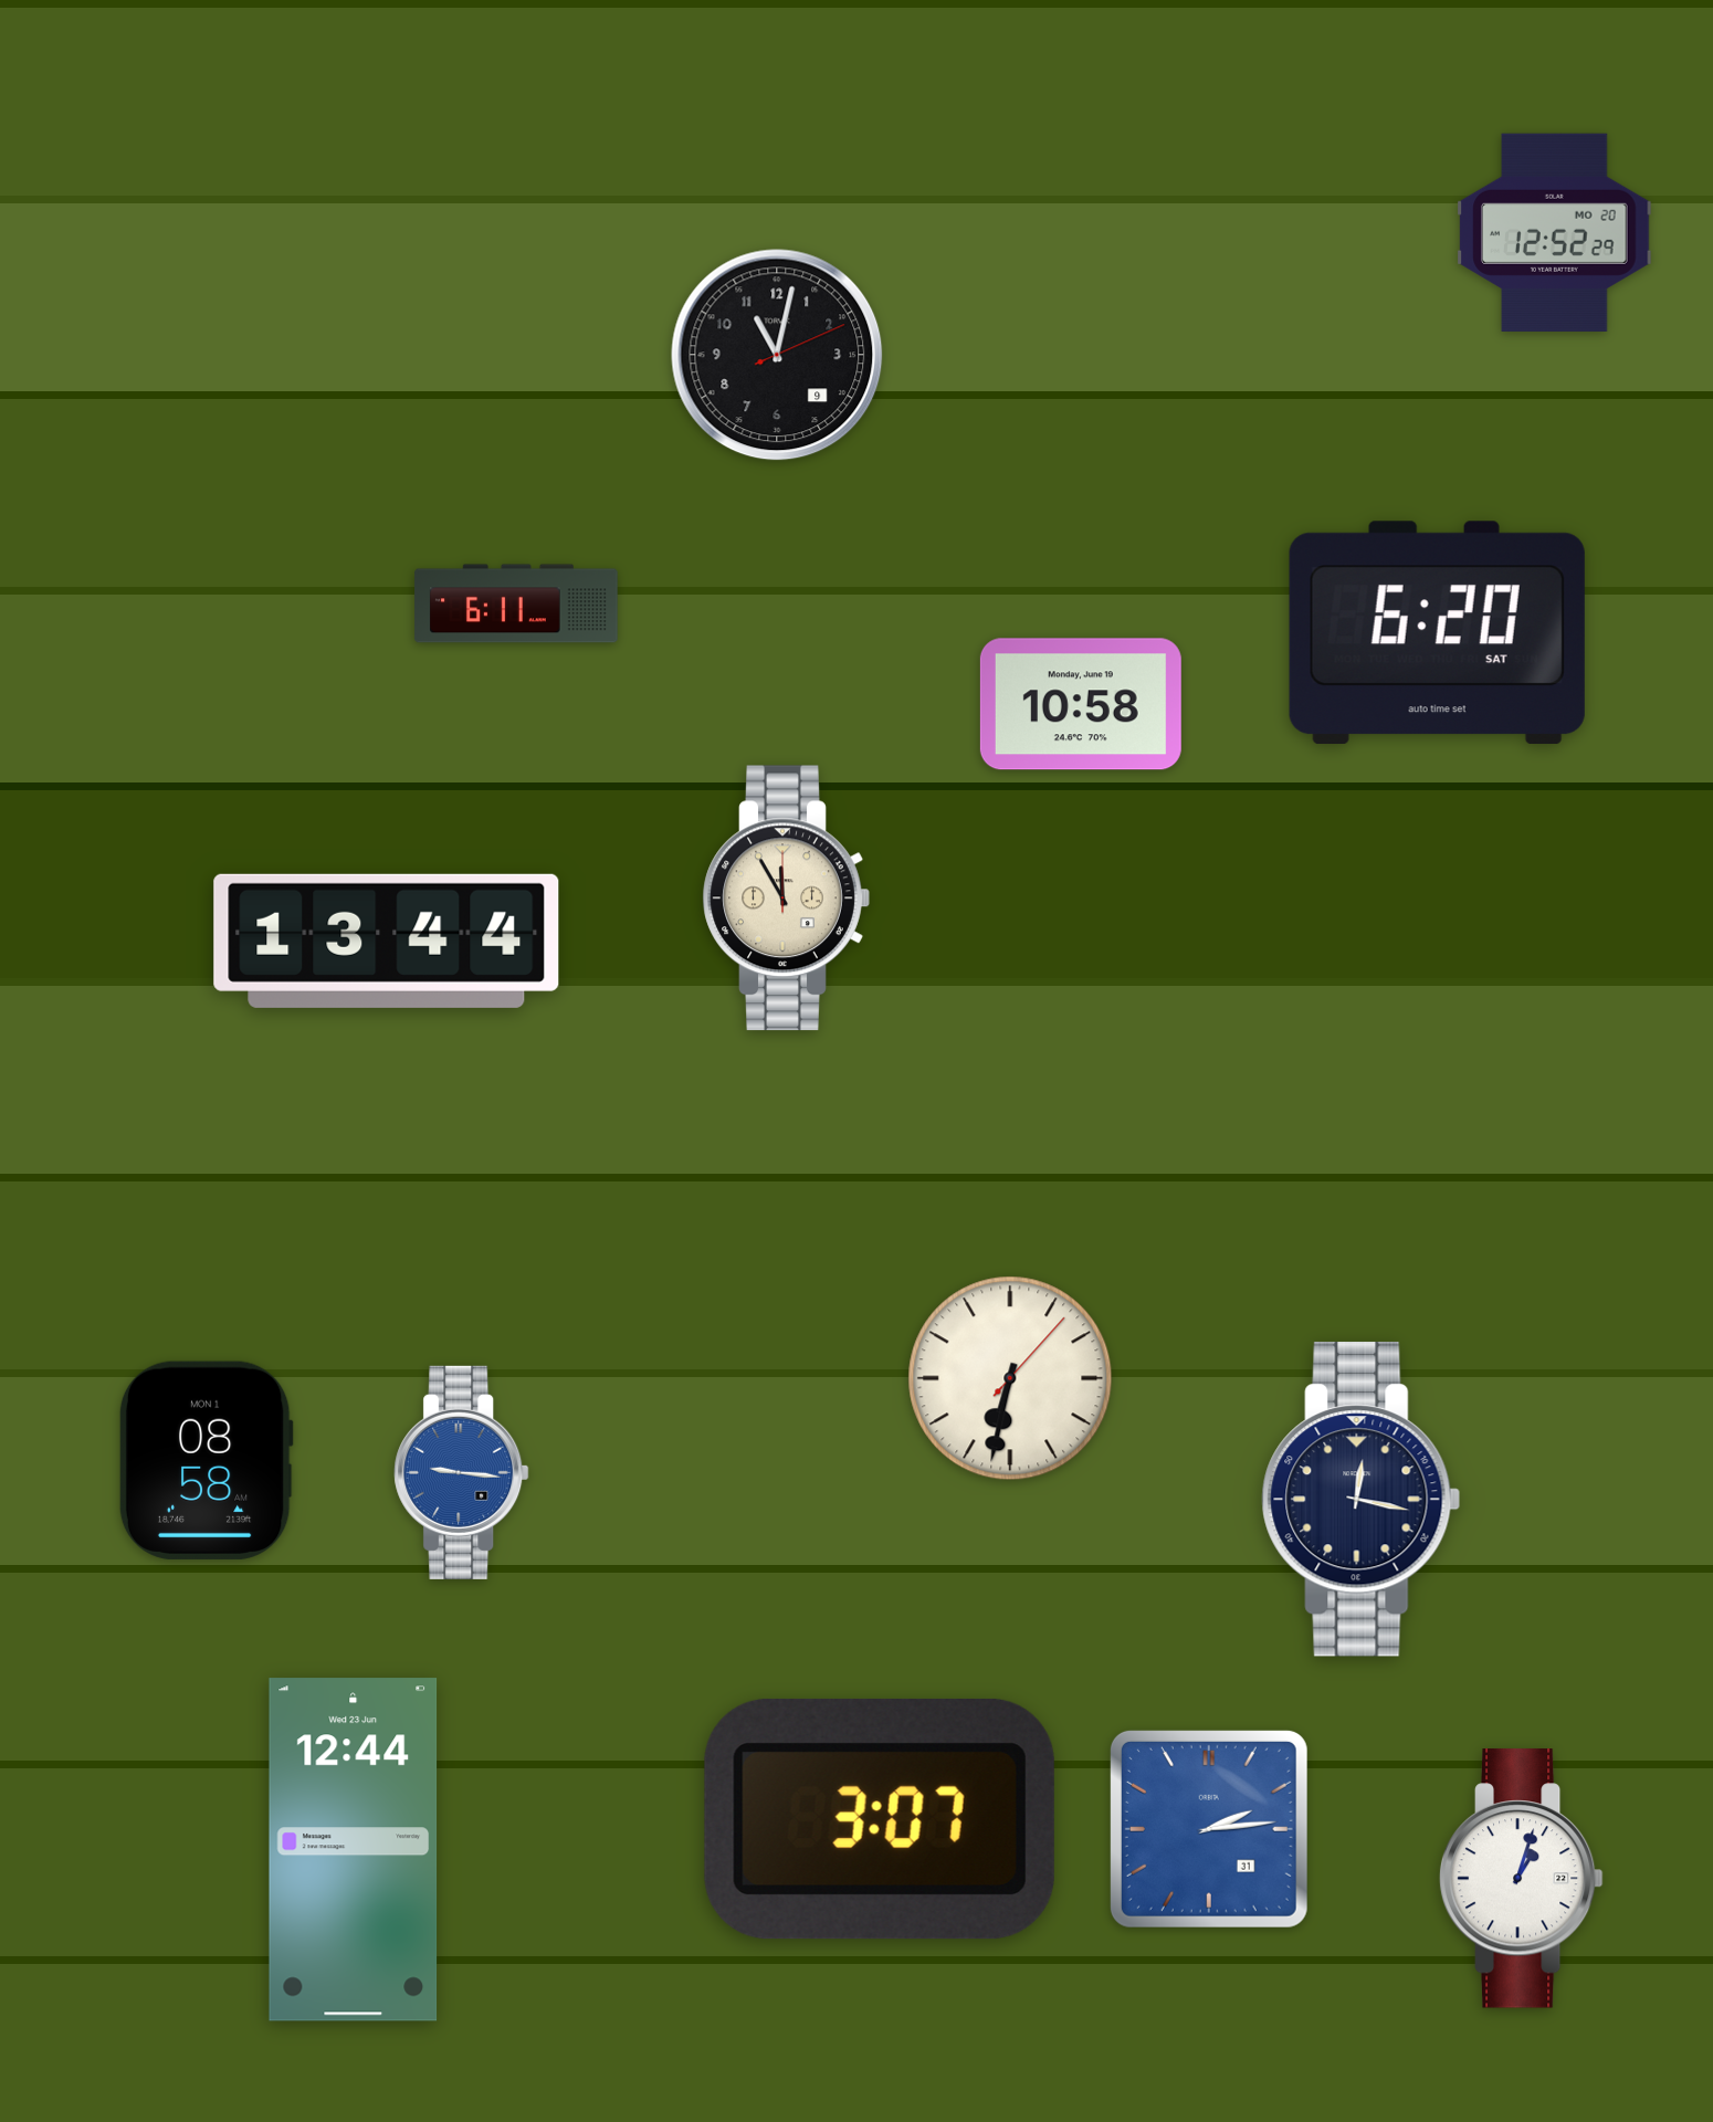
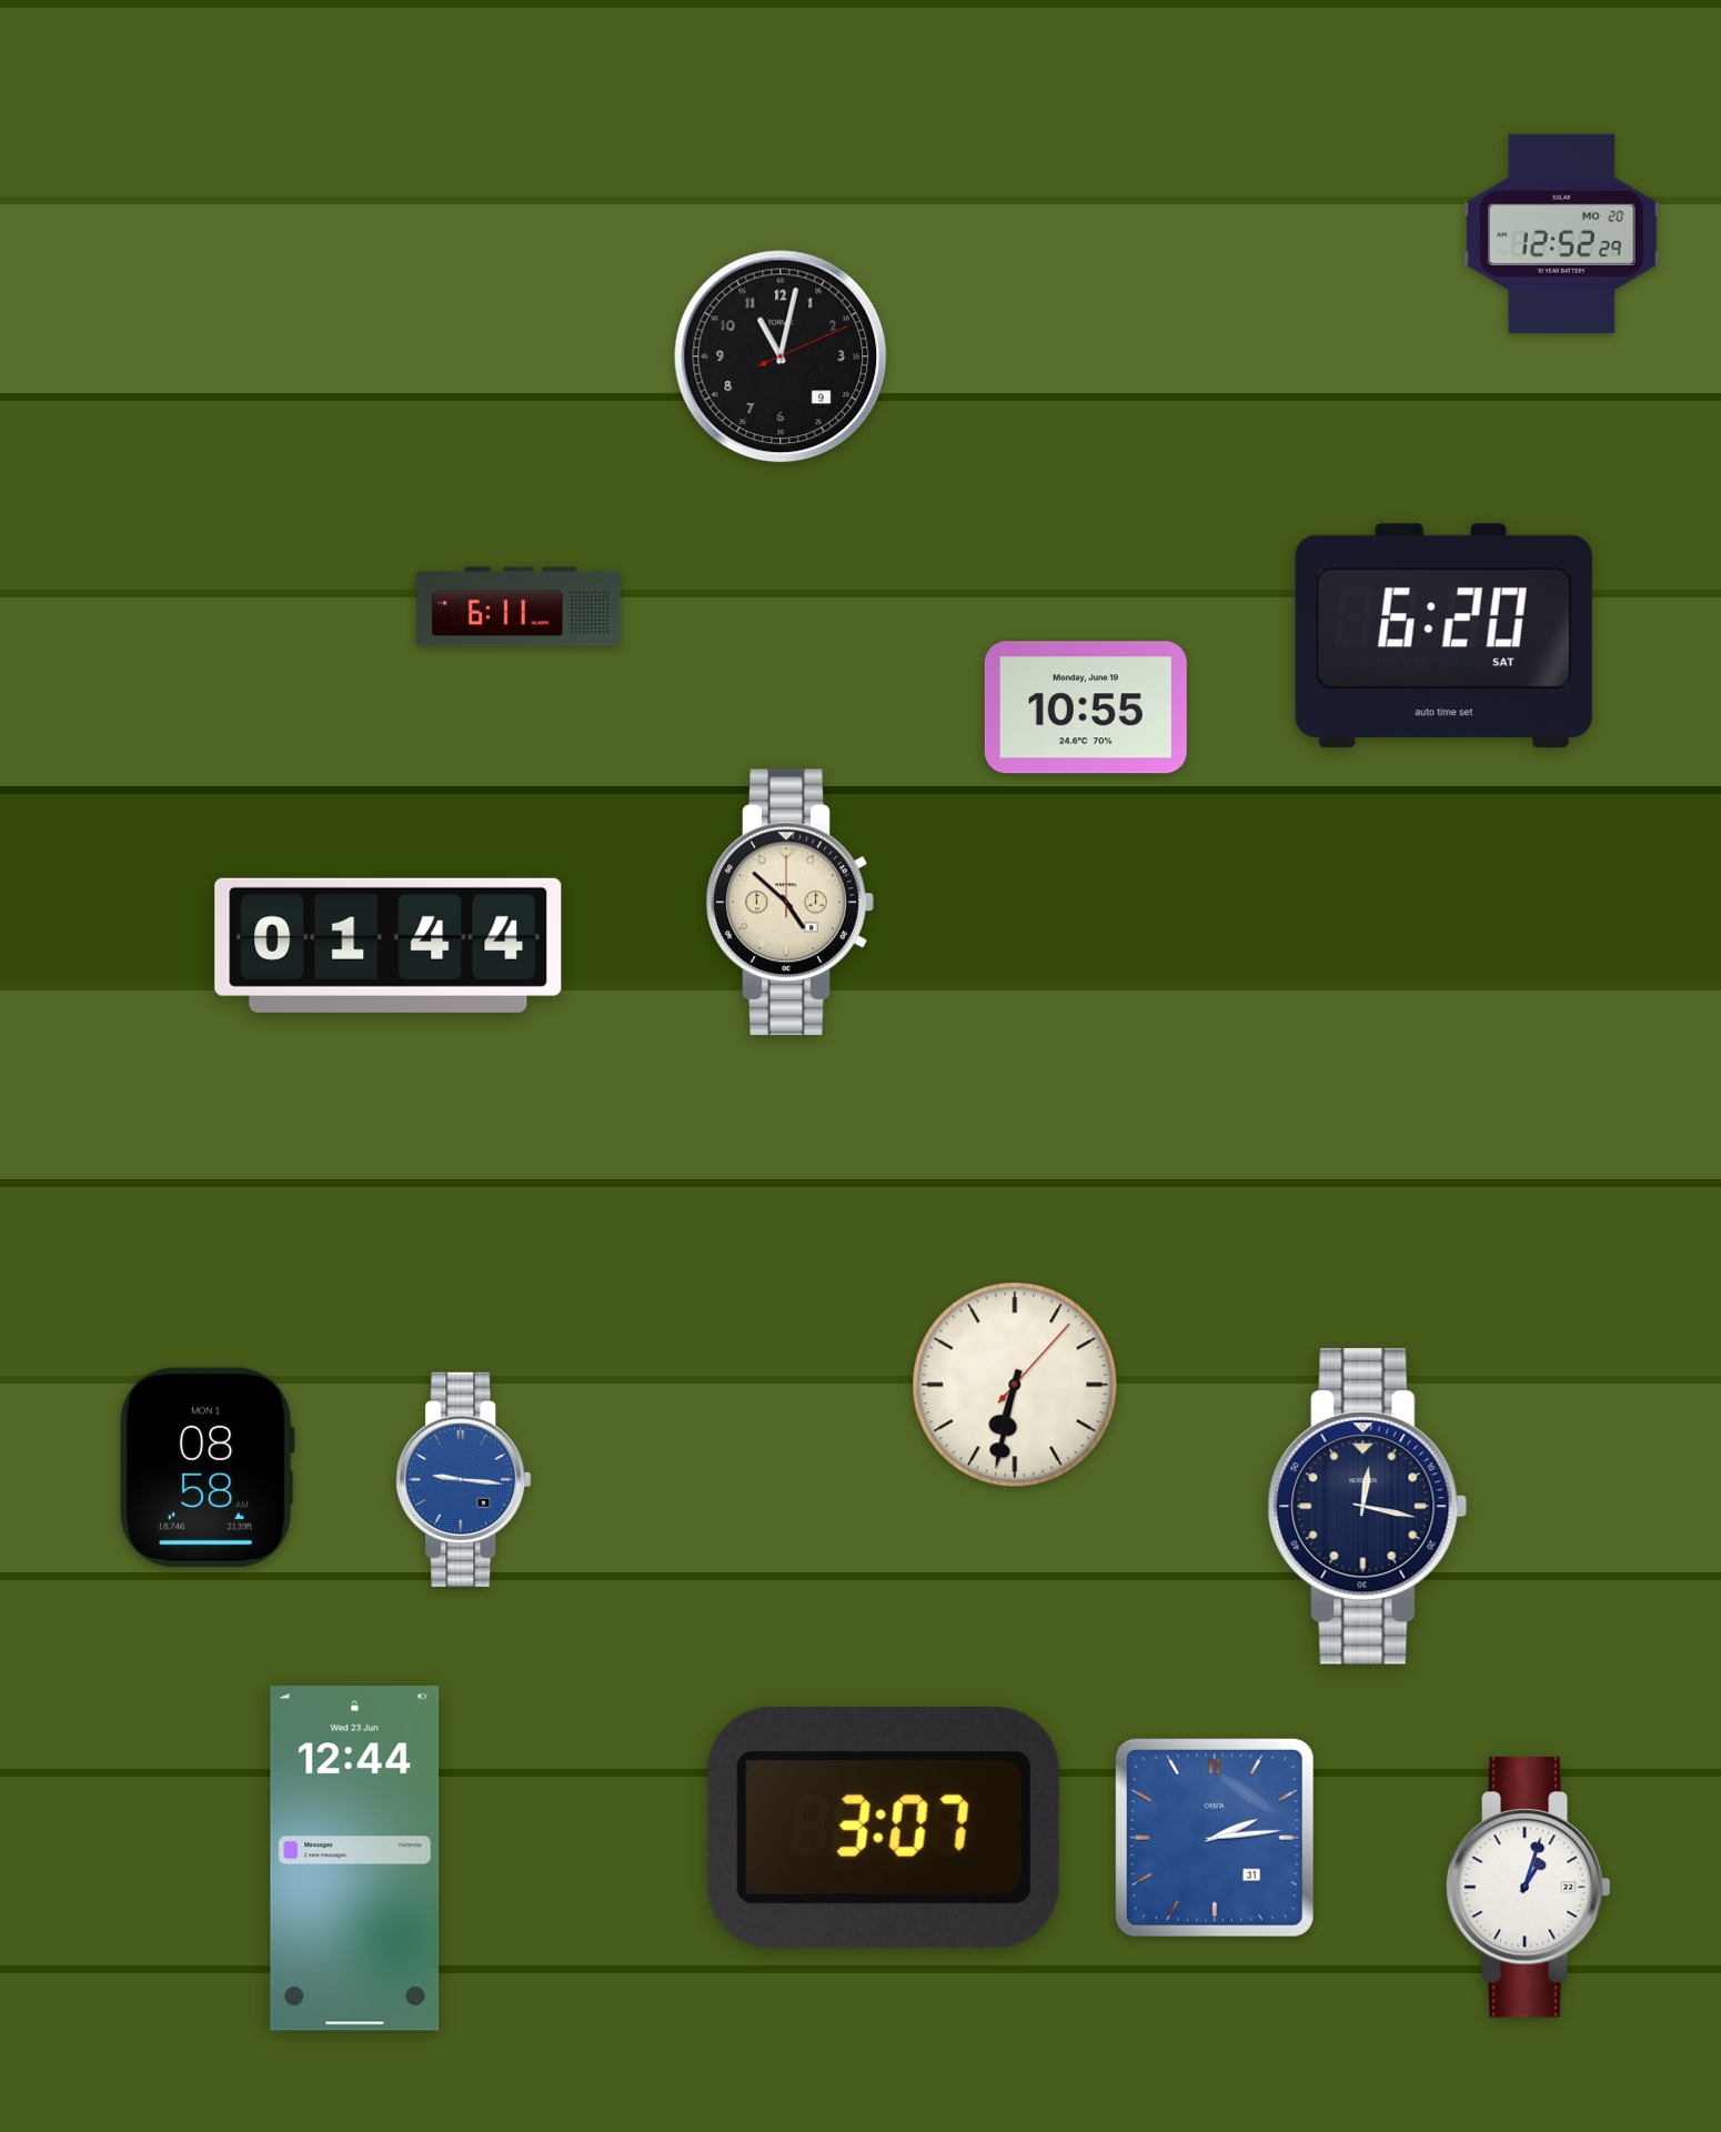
clock at (1081, 704): 10:58 -> 10:55
clock at (786, 899): 11:55 -> 4:52
clock at (387, 941): 13:44 -> 01:44
